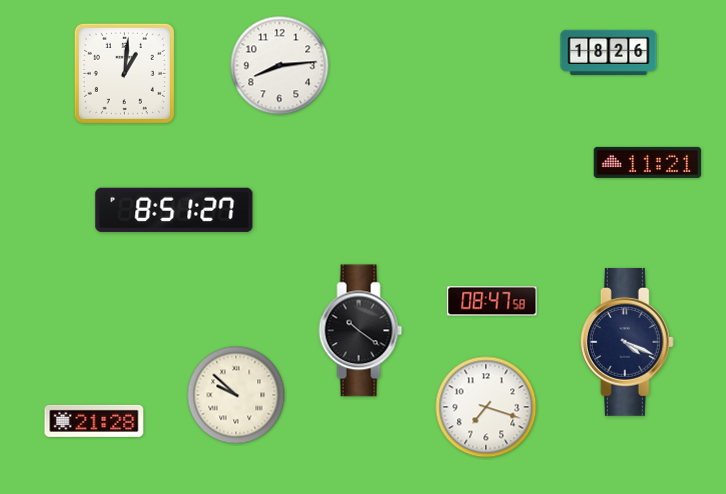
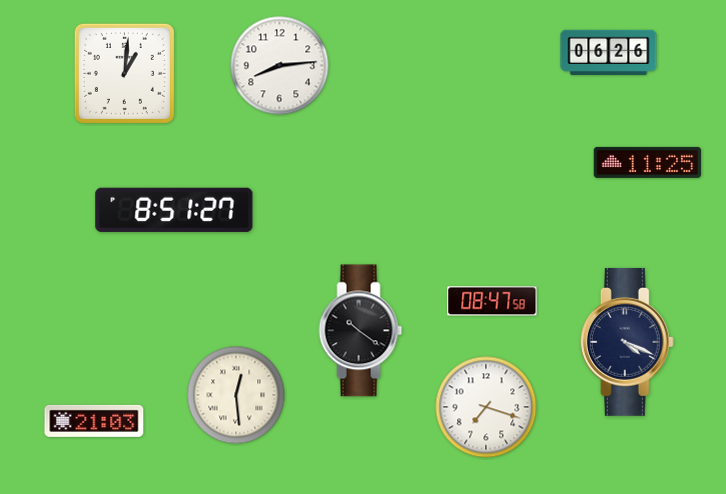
clock at (609, 52): 18:26 -> 06:26
clock at (648, 162): 11:21 -> 11:25
clock at (236, 395): 9:52 -> 12:29
clock at (94, 421): 21:28 -> 21:03
